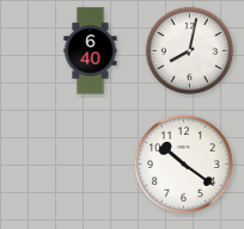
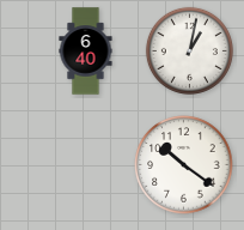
clock at (189, 50): 8:02 -> 1:02
clock at (91, 51) position: (91, 51) -> (86, 52)
